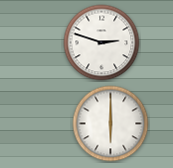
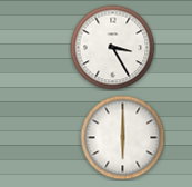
clock at (102, 43): 2:48 -> 3:25
